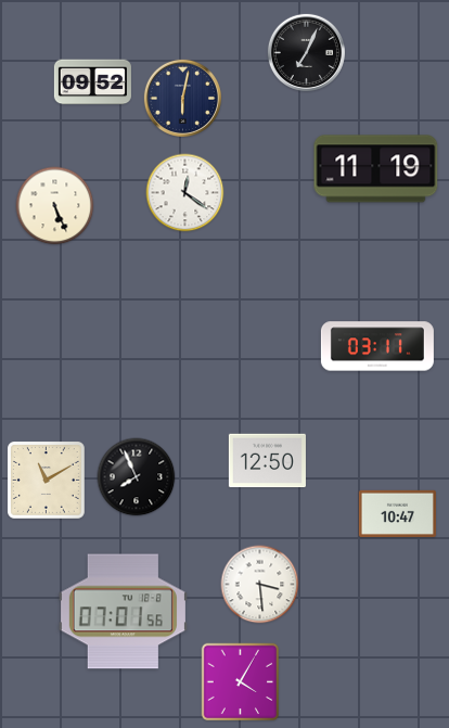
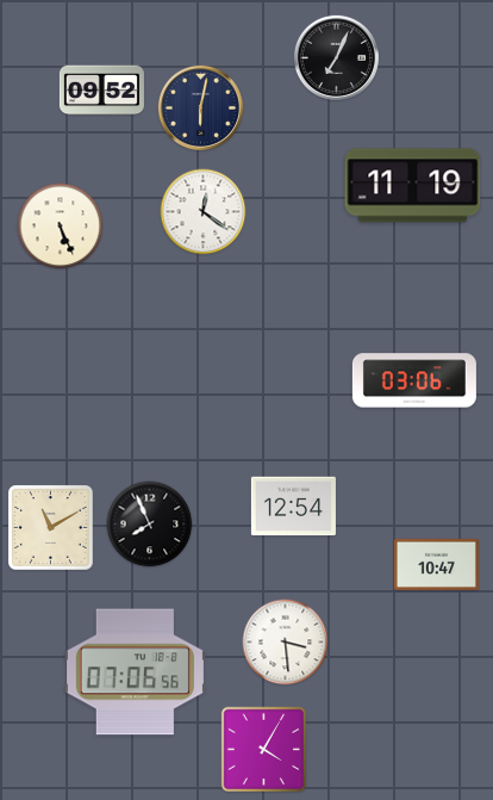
clock at (377, 346): 03:11 -> 03:06
clock at (267, 461): 12:50 -> 12:54
clock at (123, 612): 07:01 -> 07:06
